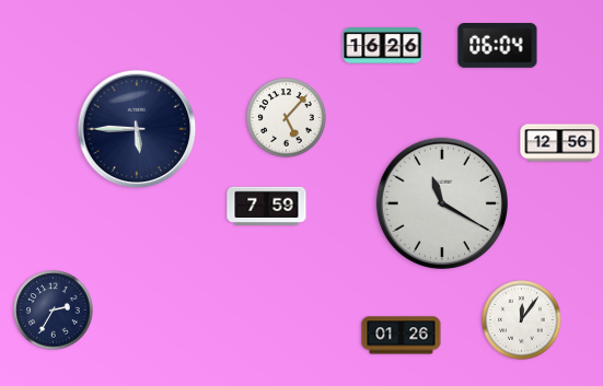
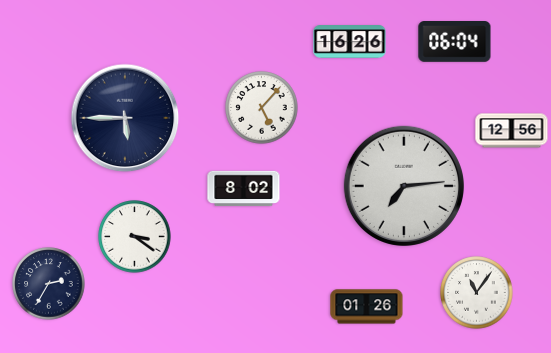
clock at (442, 203): 11:20 -> 7:14
clock at (267, 207): 7:59 -> 8:02
clock at (135, 237): none -> 3:21
clock at (522, 320): 12:06 -> 11:06
